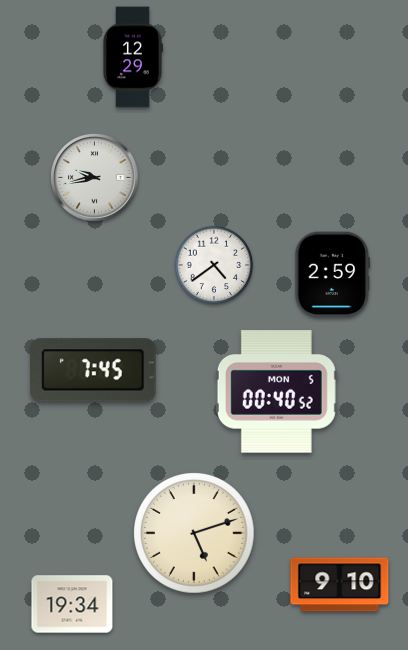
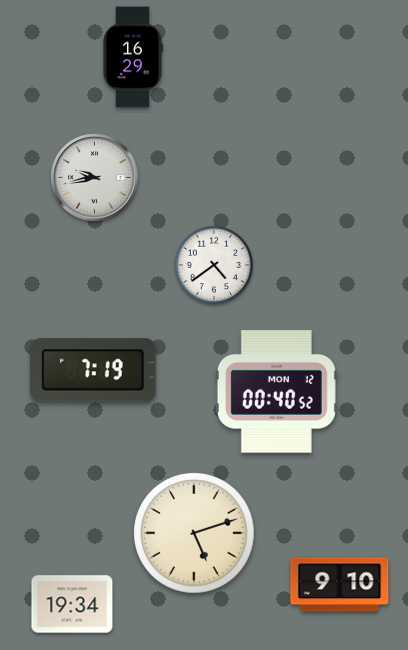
clock at (133, 57): 12:29 -> 16:29
clock at (333, 275): 2:59 -> none
clock at (93, 370): 7:45 -> 7:19
clock at (276, 392) date: MON 5 -> MON 12
